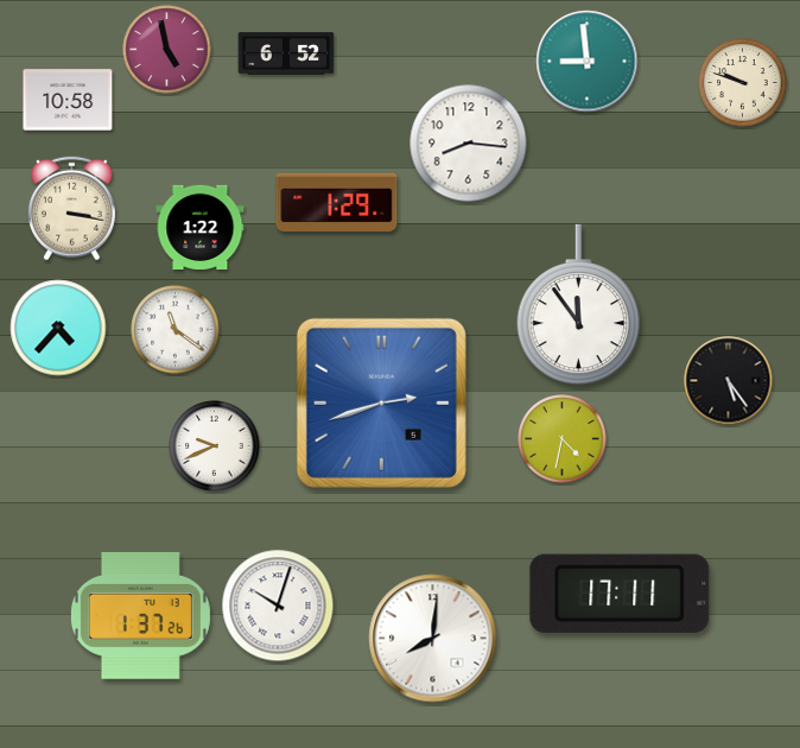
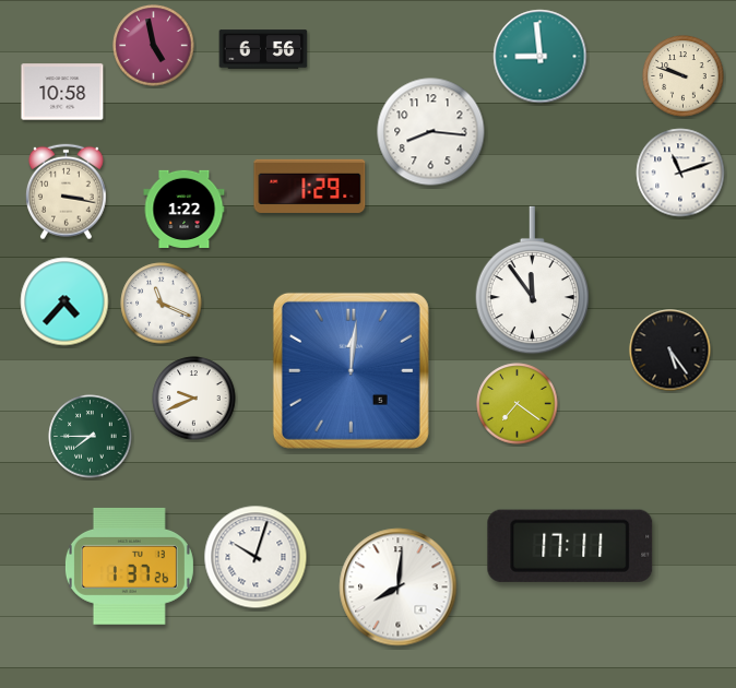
clock at (286, 53): 6:52 -> 6:56
clock at (680, 173): none -> 11:12
clock at (58, 328) position: (58, 328) -> (64, 301)
clock at (176, 330): 11:21 -> 11:19
clock at (381, 402): 2:42 -> 12:01
clock at (563, 439): 4:32 -> 7:21
clock at (215, 446) position: (215, 446) -> (194, 399)
clock at (91, 437): none -> 7:45
